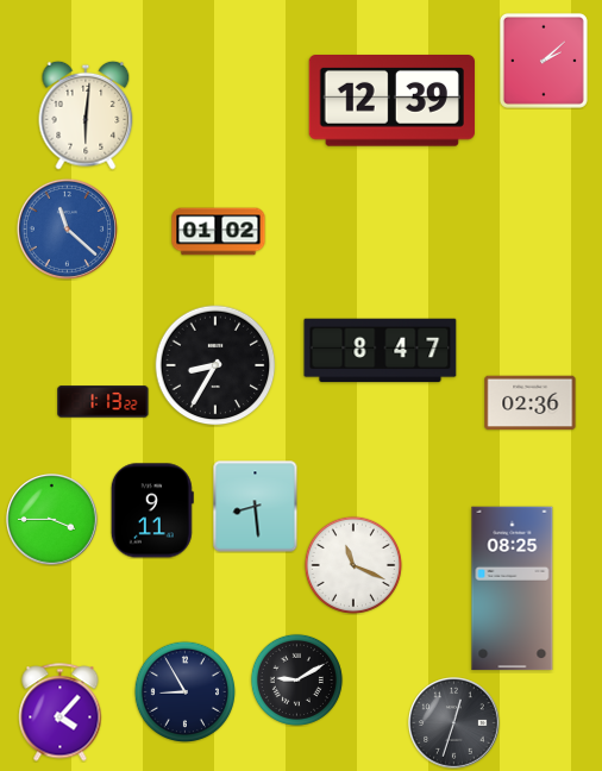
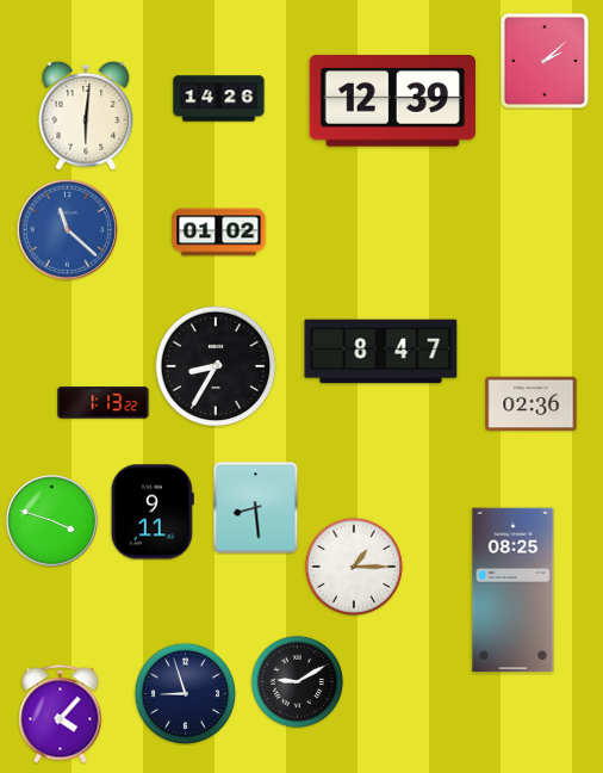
clock at (219, 99): none -> 14:26
clock at (52, 520): 3:45 -> 3:48
clock at (353, 565): 11:19 -> 1:15
clock at (184, 691): 8:55 -> 8:57
clock at (454, 723): 12:33 -> none
